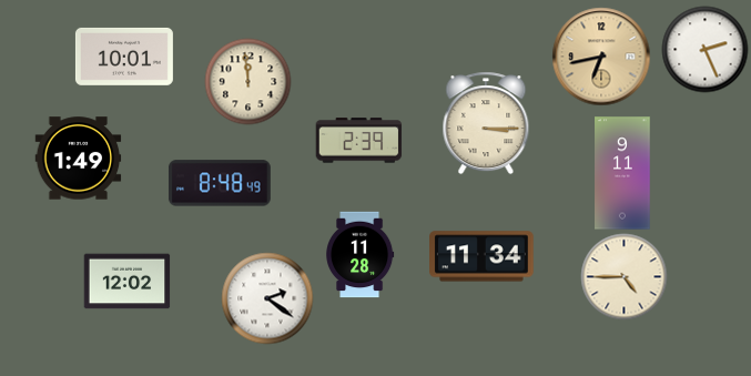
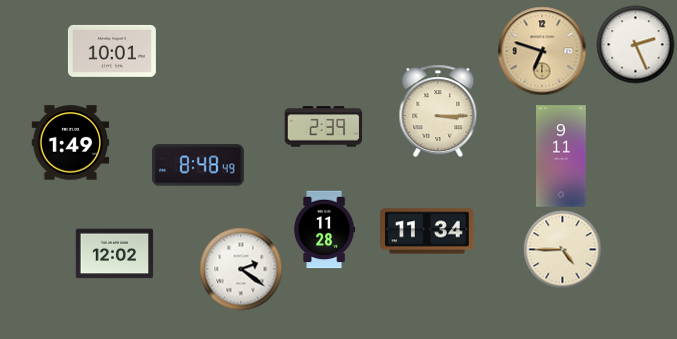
clock at (601, 57): 6:43 -> 6:48
clock at (247, 81): 11:59 -> none
clock at (481, 256) position: (481, 256) -> (427, 231)
